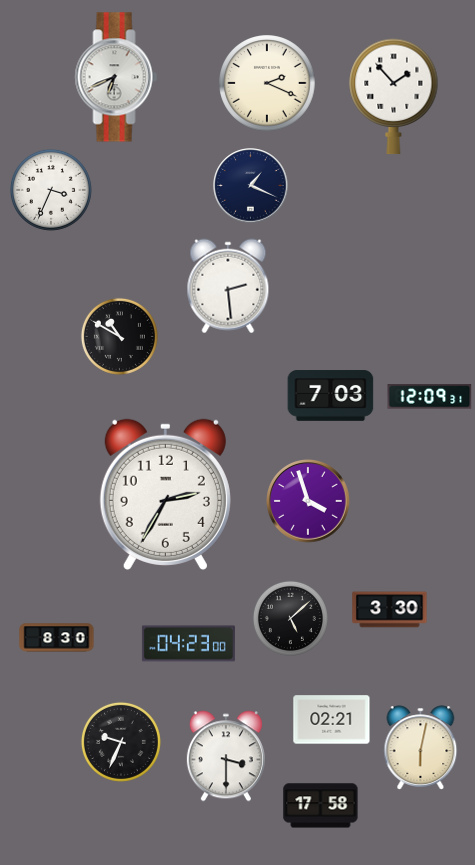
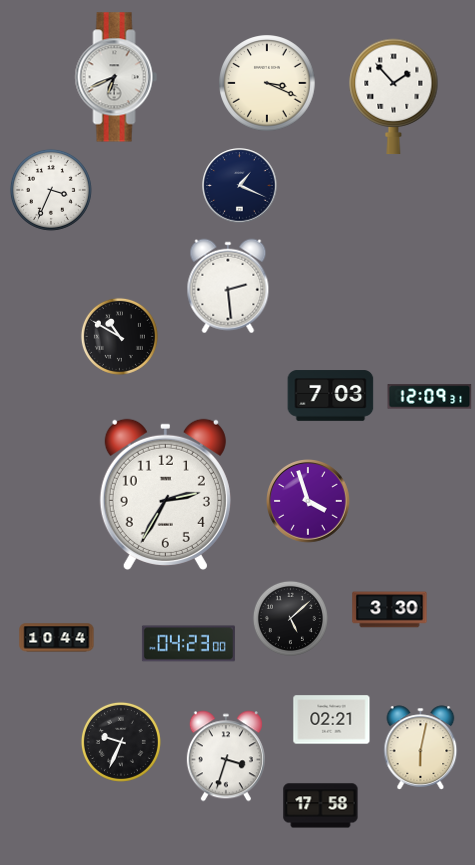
clock at (267, 83): 2:19 -> 3:19
clock at (251, 186) position: (251, 186) -> (240, 186)
clock at (57, 638): 8:30 -> 10:44
clock at (226, 756): 3:30 -> 3:33
